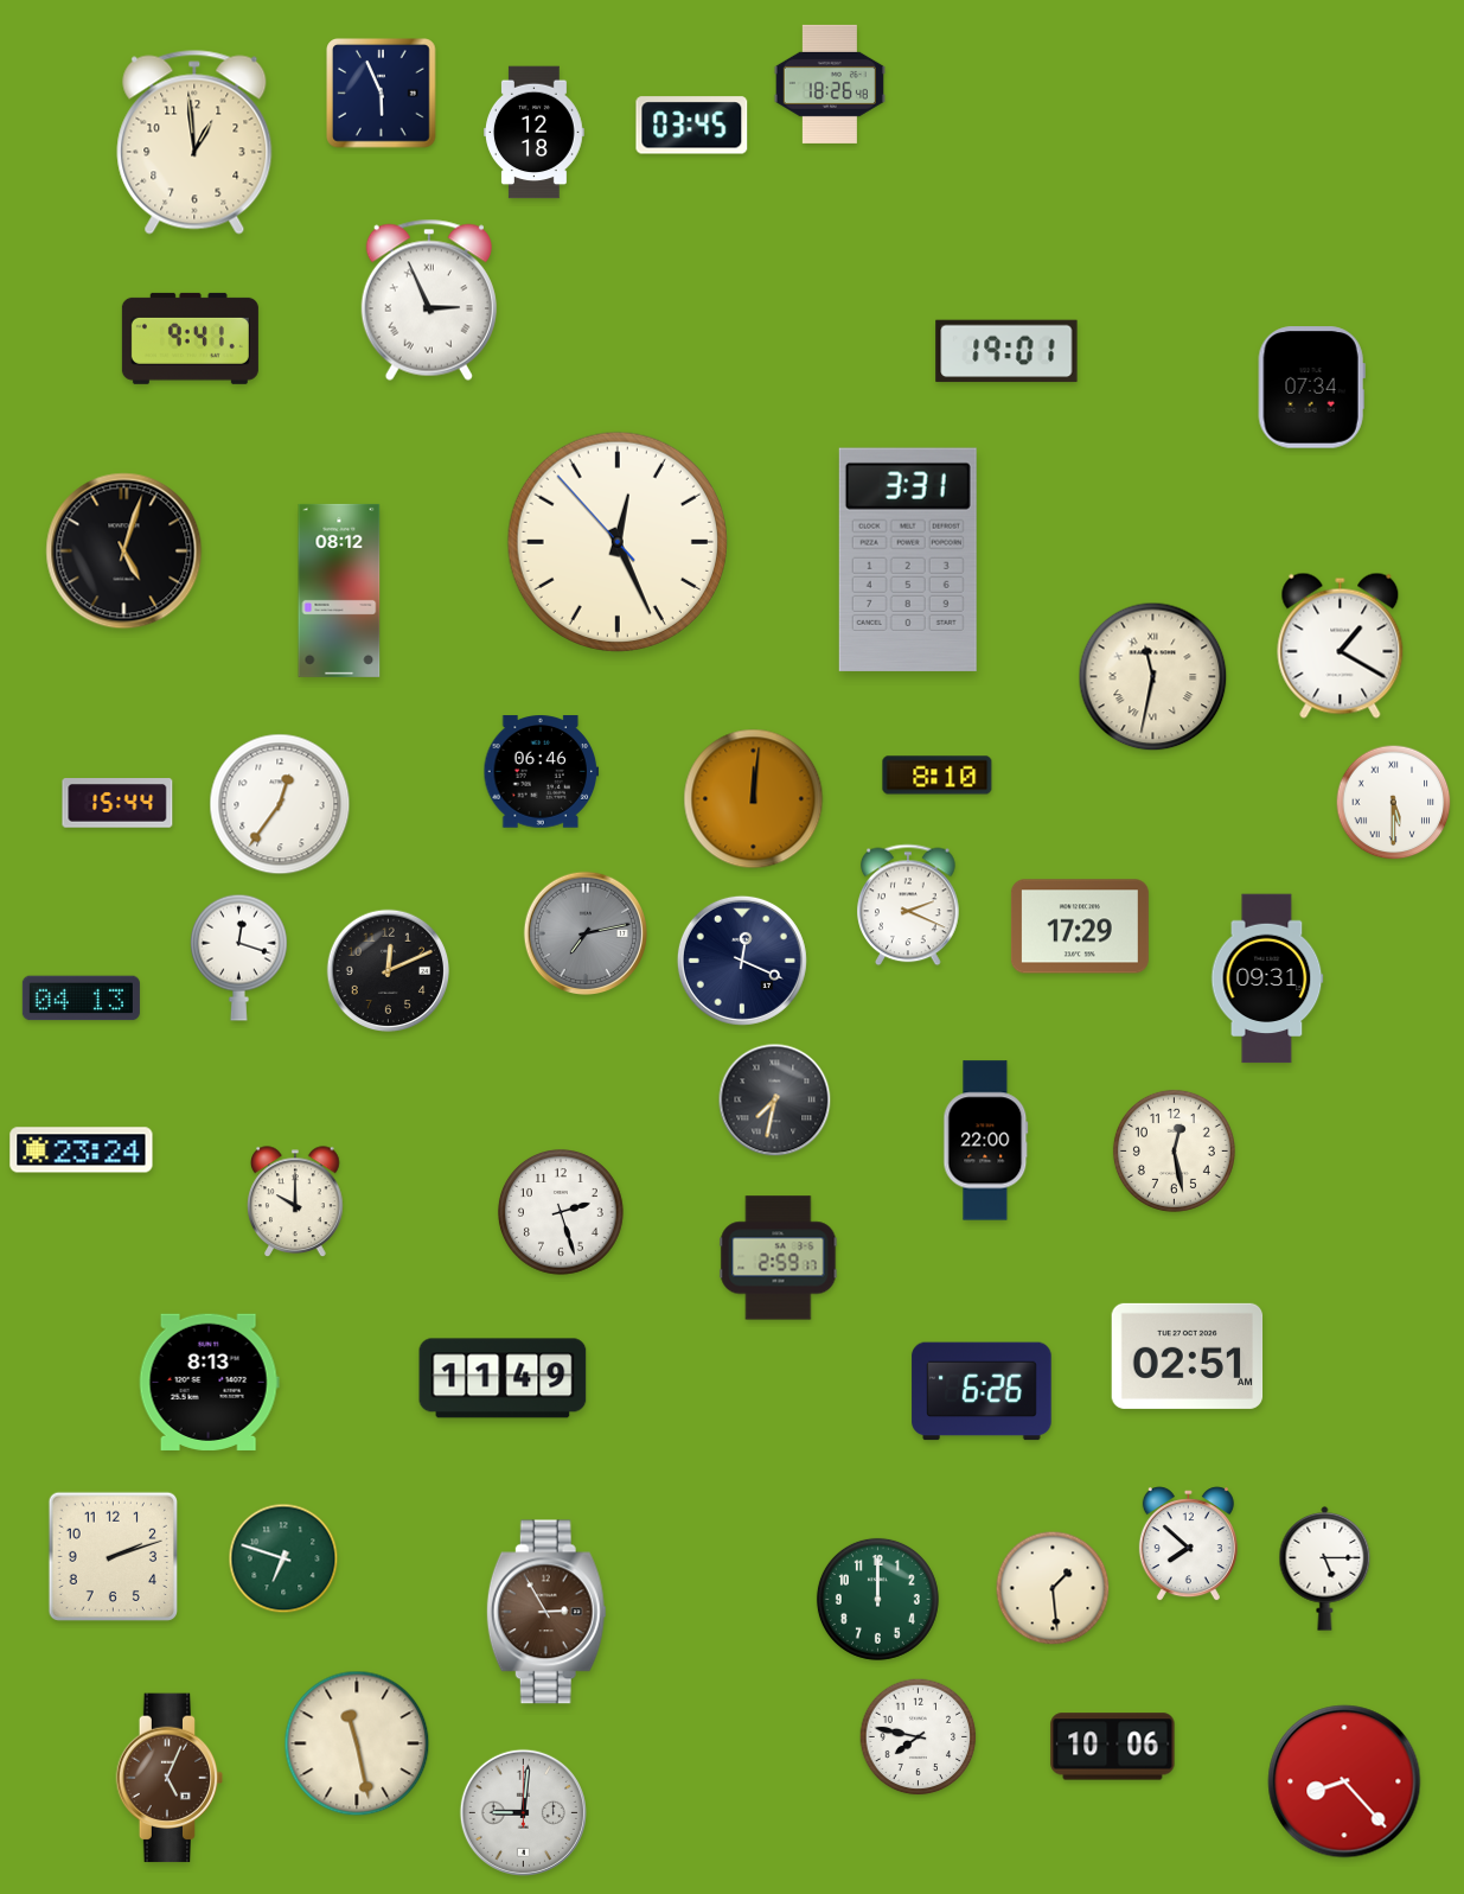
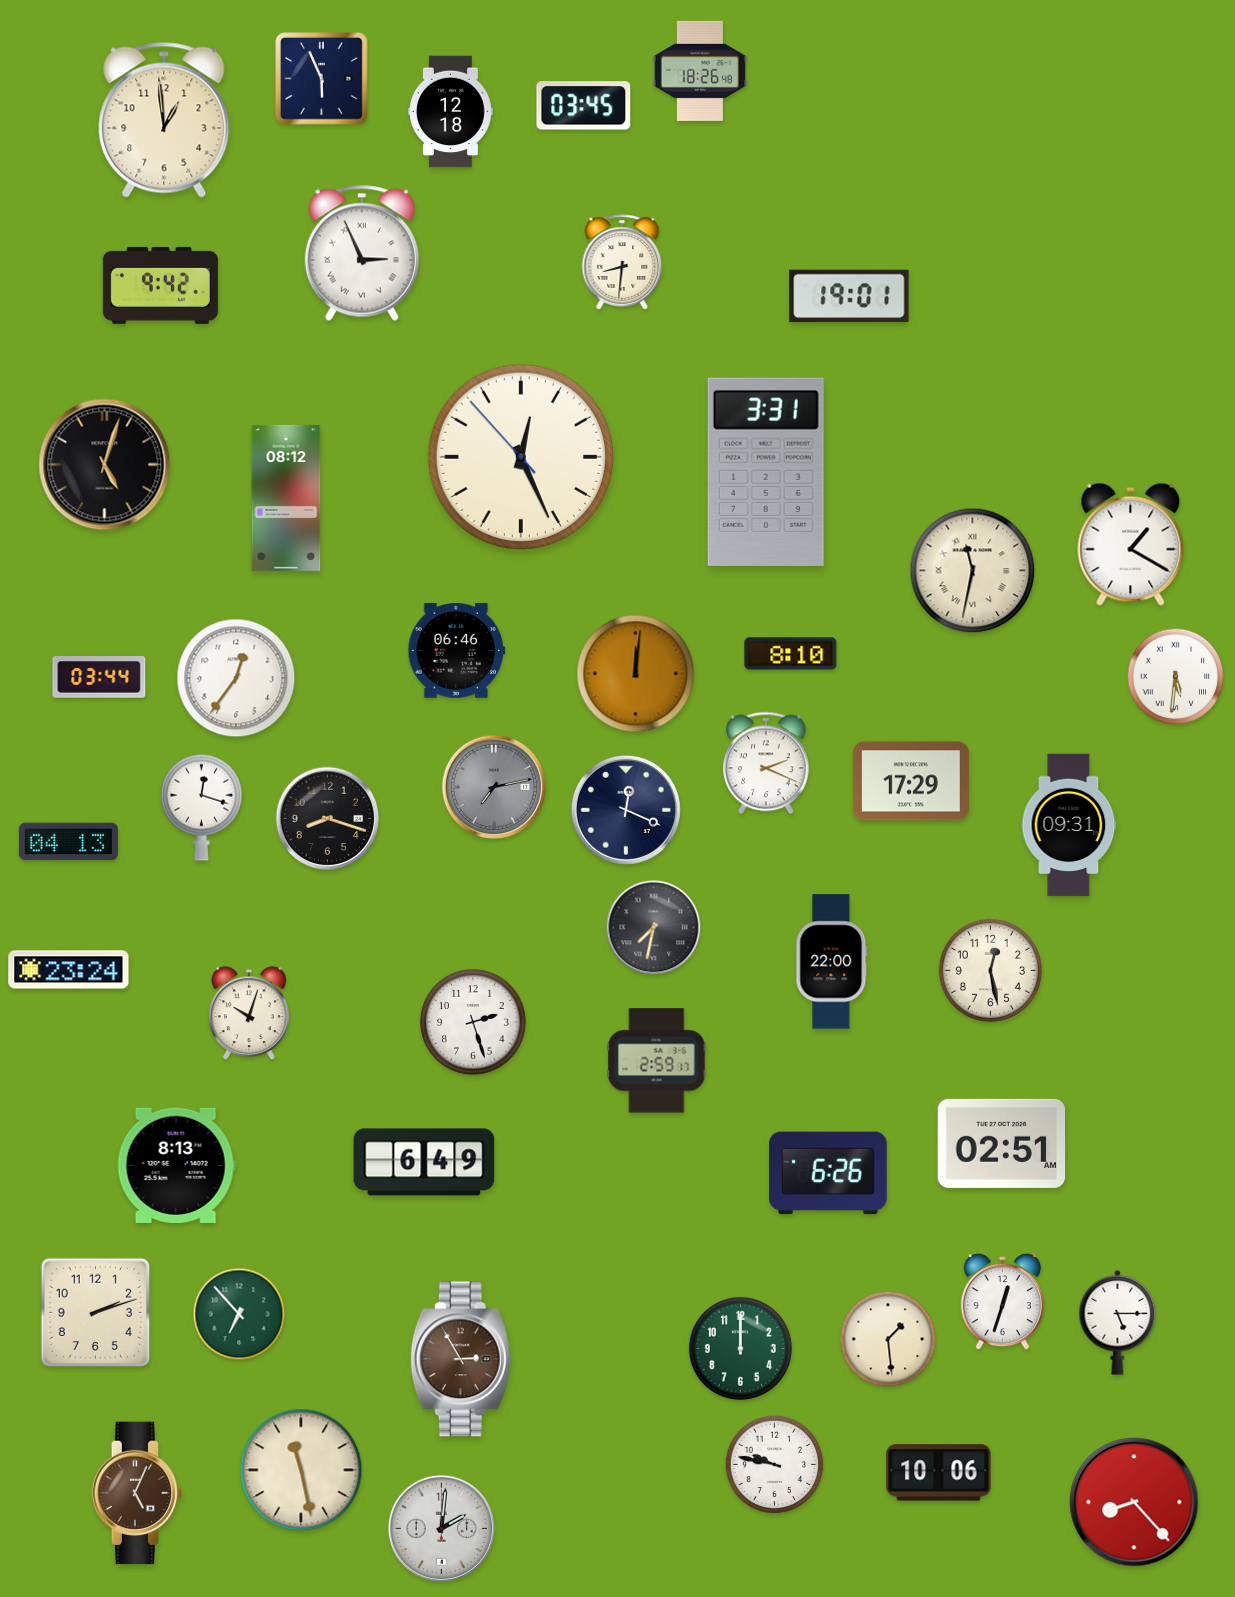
clock at (622, 262): none -> 8:31
clock at (190, 338): 9:41 -> 9:42
clock at (1311, 388): 07:34 -> none
clock at (117, 803): 15:44 -> 03:44
clock at (1394, 803): 5:30 -> 5:31
clock at (389, 971): 12:11 -> 8:18
clock at (296, 1203): 10:00 -> 10:03
clock at (503, 1378): 11:49 -> 6:49
clock at (1188, 1544): 7:52 -> 12:33
clock at (283, 1558): 6:48 -> 6:53
clock at (919, 1737): 7:47 -> 9:47
clock at (170, 1778) position: (170, 1778) -> (137, 1493)
clock at (523, 1812): 9:01 -> 2:01
